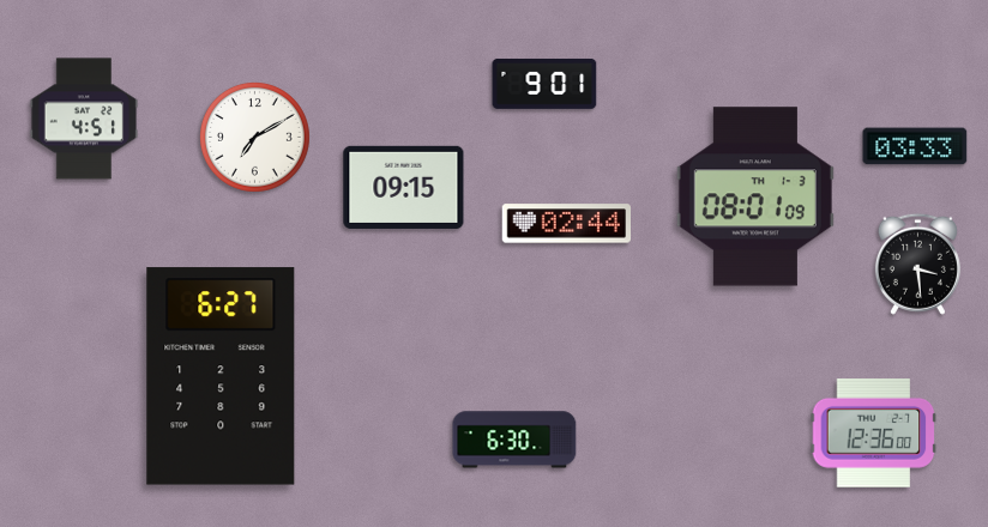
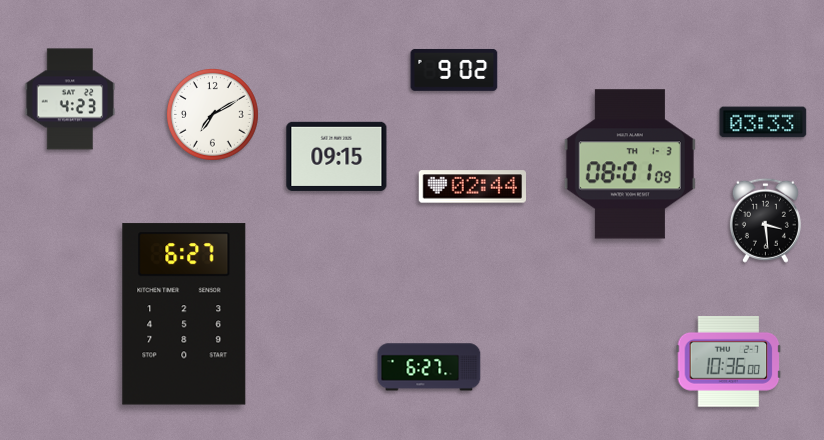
clock at (544, 84): 9:01 -> 9:02
clock at (84, 119): 4:51 -> 4:23
clock at (874, 434): 12:36 -> 10:36
clock at (514, 440): 6:30 -> 6:27
